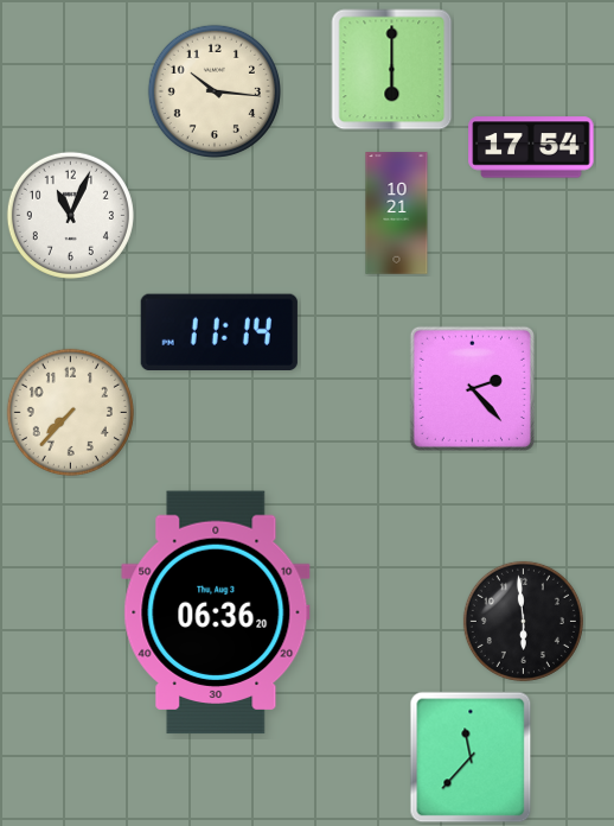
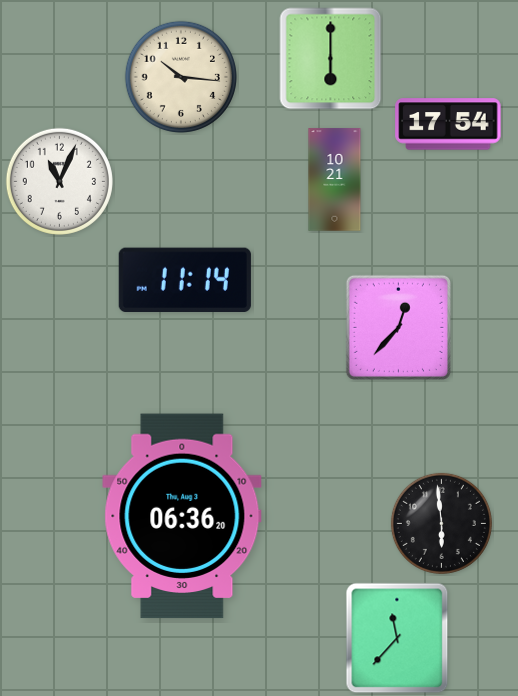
clock at (472, 388): 2:23 -> 12:37
clock at (70, 412): 7:37 -> none
